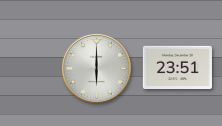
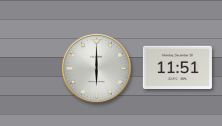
clock at (177, 68): 23:51 -> 11:51
